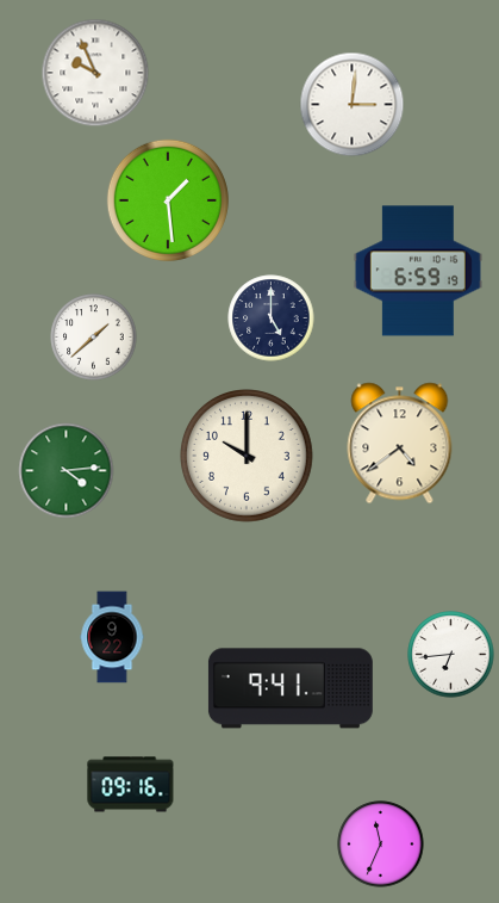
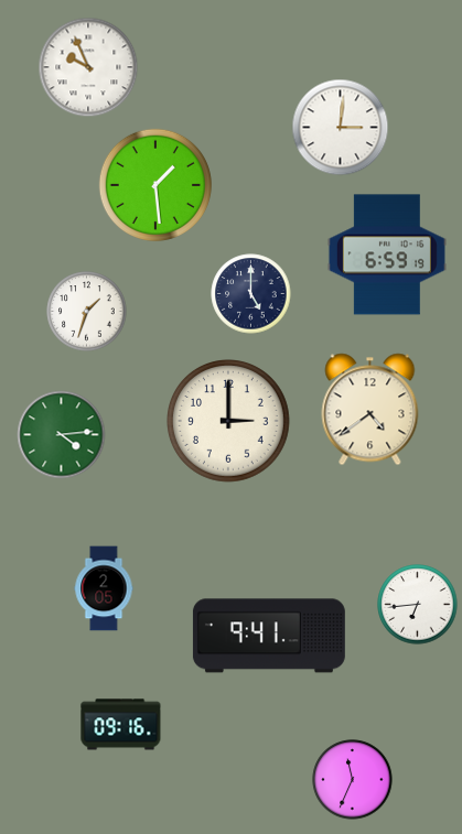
clock at (353, 105) position: (353, 105) -> (341, 128)
clock at (418, 271) position: (418, 271) -> (387, 254)
clock at (94, 338): 1:38 -> 1:33
clock at (248, 457): 10:00 -> 3:00
clock at (112, 637): 9:22 -> 2:05
